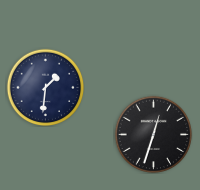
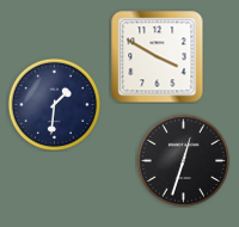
clock at (157, 57): none -> 3:50
